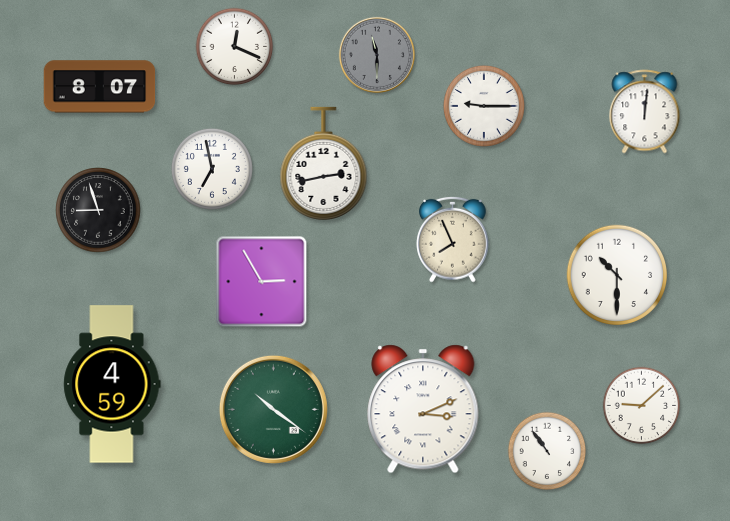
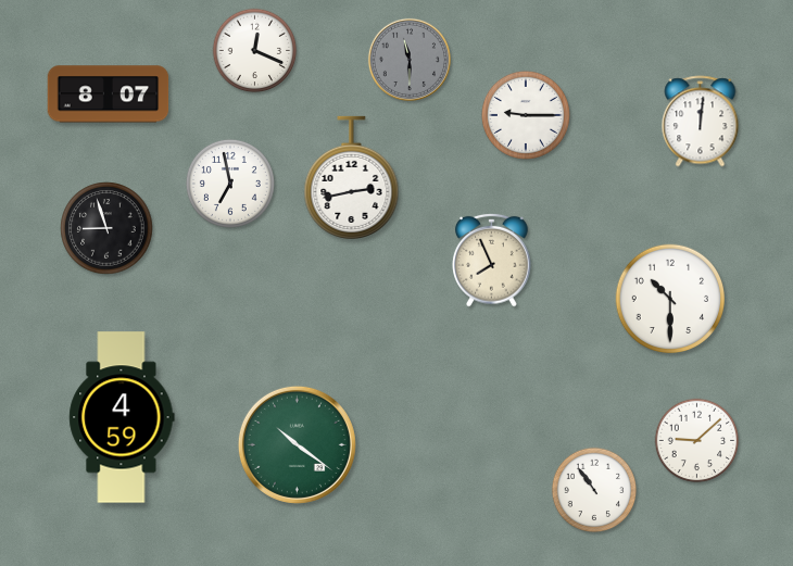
clock at (262, 282): 2:55 -> none
clock at (423, 409): 3:11 -> none
